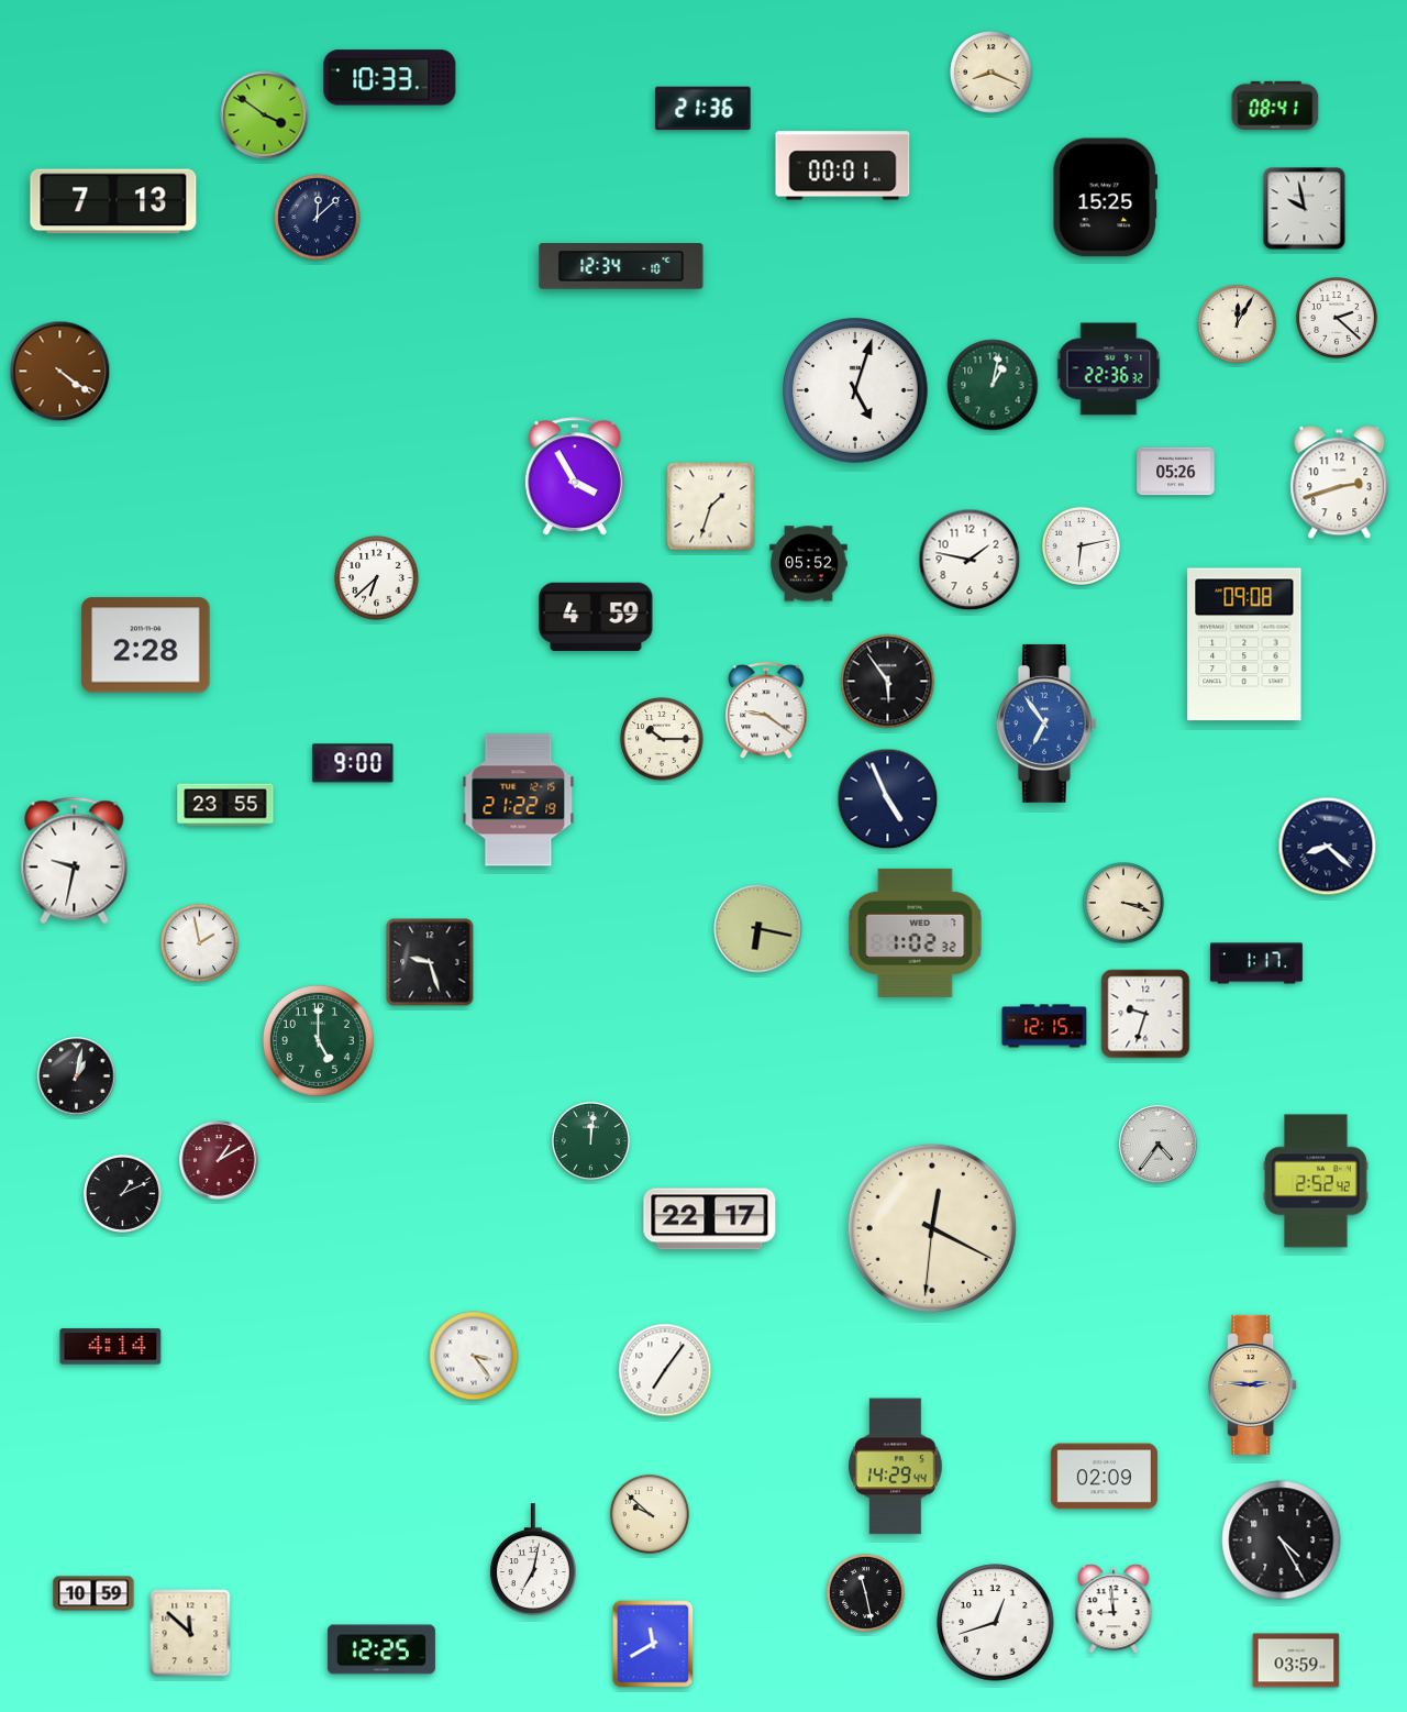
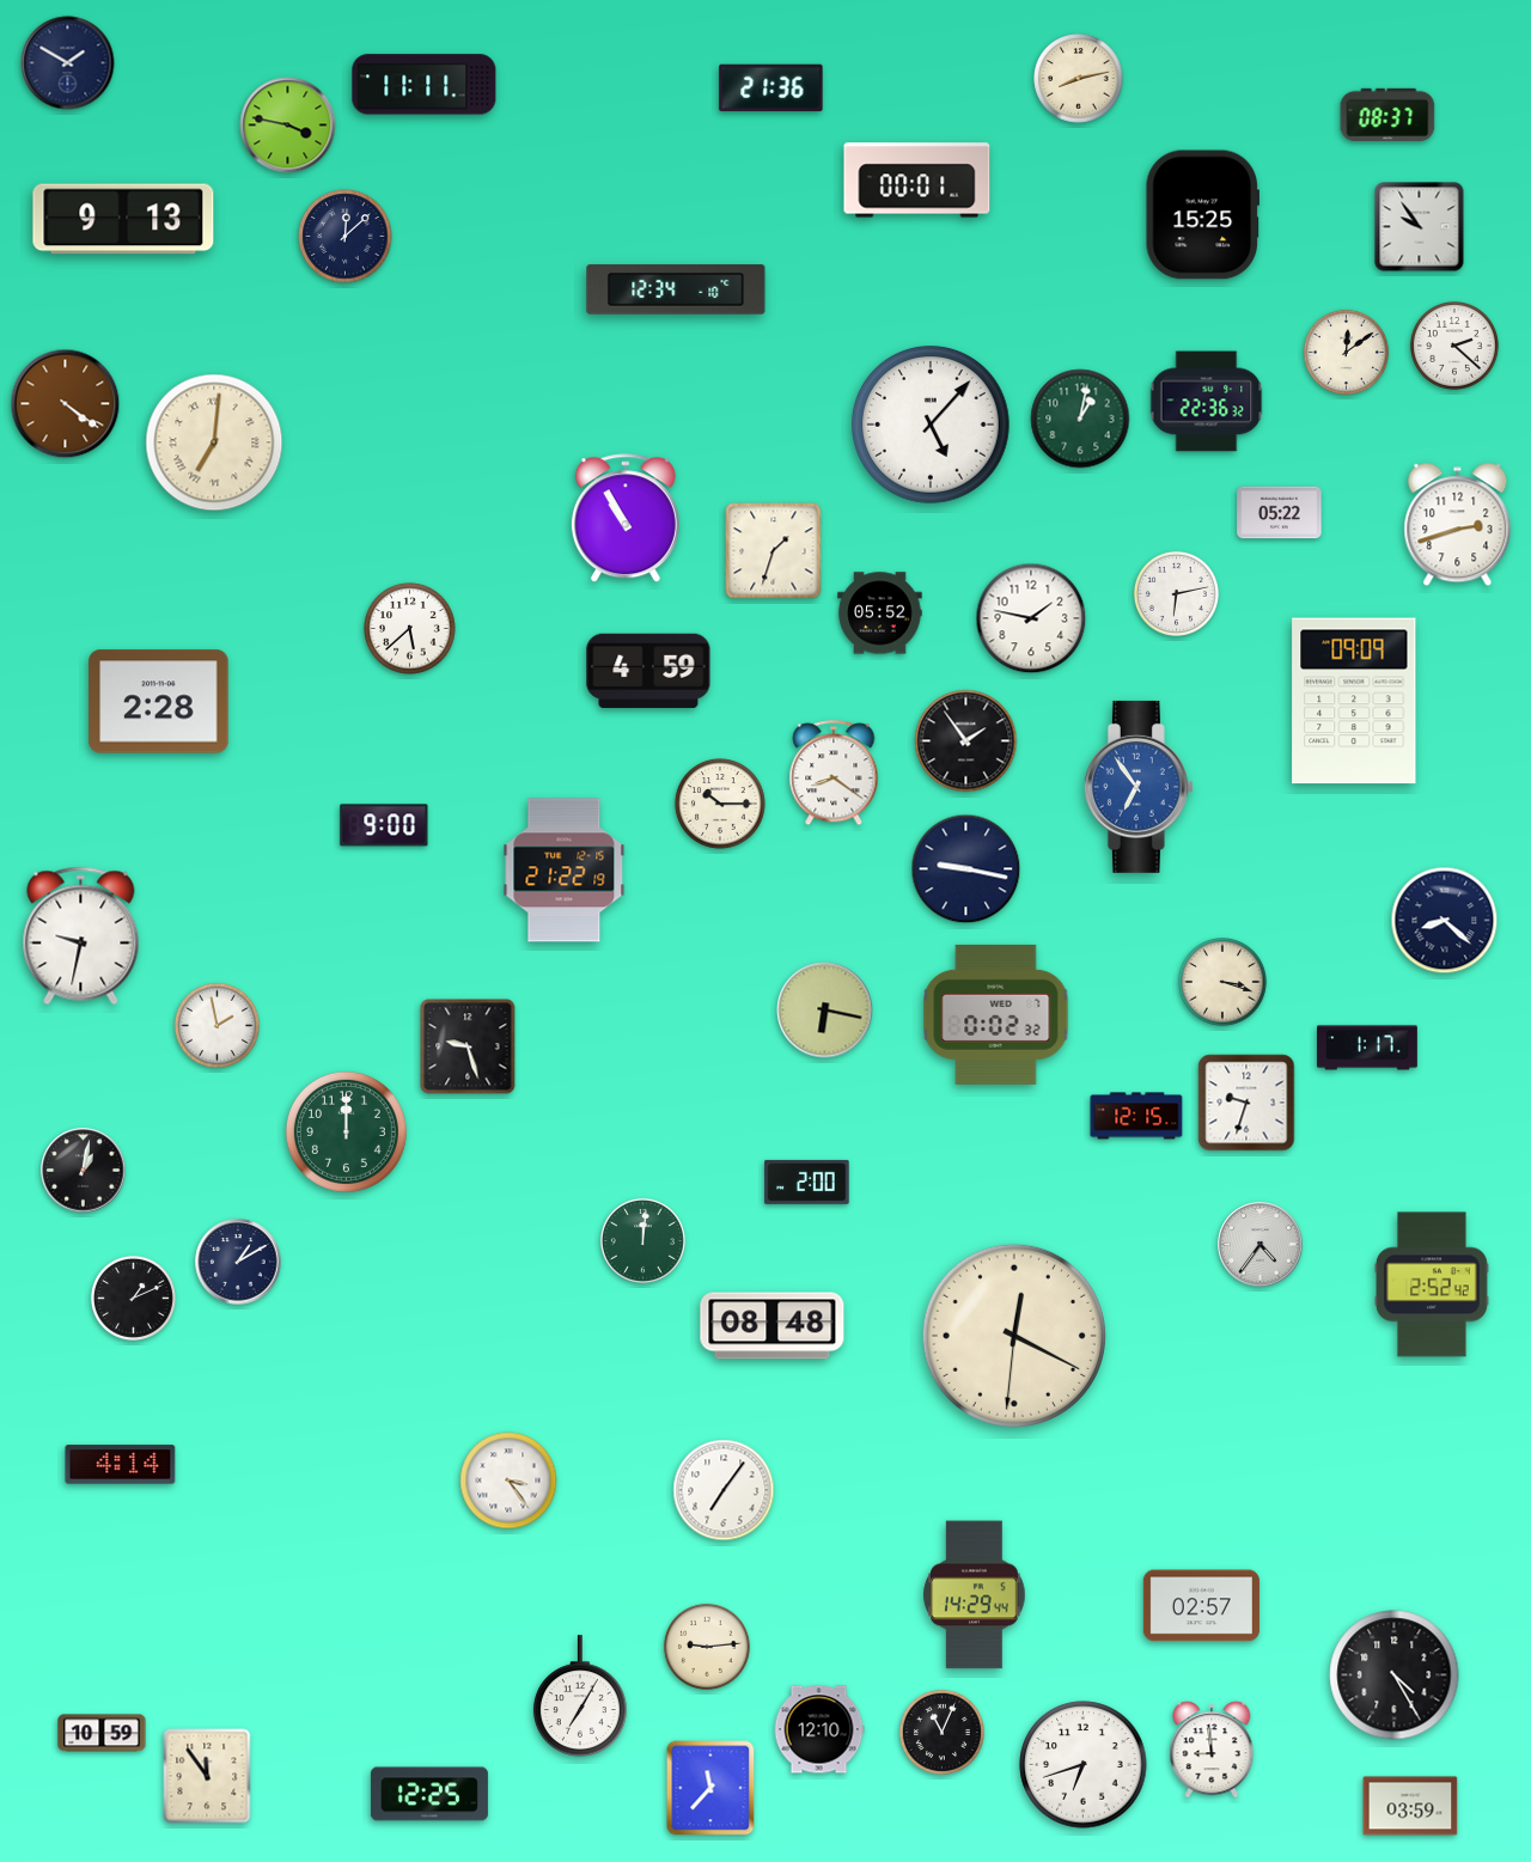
clock at (68, 63): none -> 1:50
clock at (991, 73): 8:19 -> 8:13
clock at (390, 78): 10:33 -> 11:11
clock at (1275, 104): 08:41 -> 08:37
clock at (703, 109) position: (703, 109) -> (771, 88)
clock at (265, 115): 3:51 -> 3:47
clock at (113, 201): 7:13 -> 9:13
clock at (1305, 209): 9:58 -> 9:54
clock at (1237, 323): 12:05 -> 12:09
clock at (856, 391): 5:03 -> 5:07
clock at (214, 442): none -> 7:01
clock at (1176, 472): 05:26 -> 05:22
clock at (575, 477): 3:55 -> 10:55
clock at (970, 560) position: (970, 560) -> (1031, 618)
clock at (377, 578): 6:38 -> 5:38
clock at (1244, 644): 09:08 -> 09:09
clock at (888, 682): 5:54 -> 1:54
clock at (766, 711): 9:21 -> 8:21
clock at (353, 763) position: (353, 763) -> (384, 825)
clock at (888, 799): 4:56 -> 9:17
clock at (225, 805): 23:55 -> none
clock at (916, 932): 1:02 -> 0:02
clock at (318, 1040): 5:00 -> 12:00
clock at (807, 1182): none -> 2:00
clock at (219, 1160) dial: burgundy -> navy
clock at (710, 1219): 22:17 -> 08:48
clock at (474, 1356) position: (474, 1356) -> (508, 1481)
clock at (1253, 1384): 2:46 -> none
clock at (1104, 1477): 02:09 -> 02:57
clock at (650, 1514): 9:52 -> 9:14
clock at (533, 1559): 7:02 -> 7:05
clock at (819, 1729): none -> 12:10
clock at (865, 1592): 11:28 -> 11:04
clock at (996, 1623): 12:42 -> 6:42
clock at (190, 1633): 11:52 -> 11:54
clock at (653, 1644): 11:40 -> 11:37
clock at (381, 1649) position: (381, 1649) -> (429, 1794)
